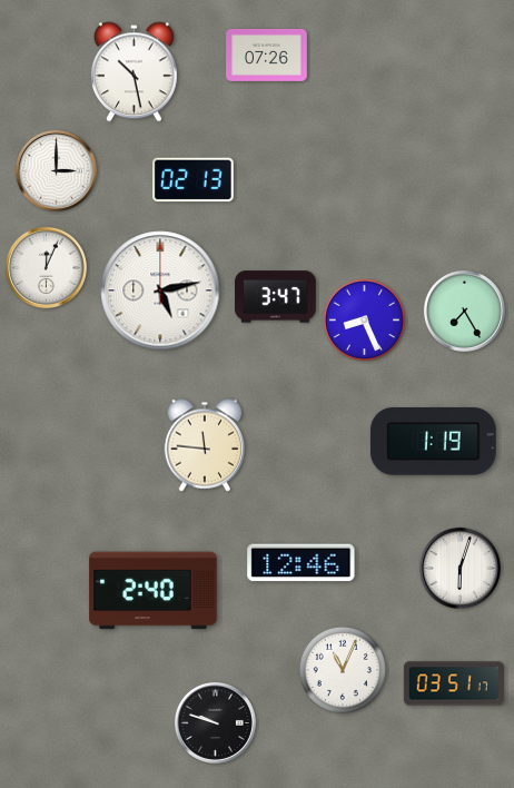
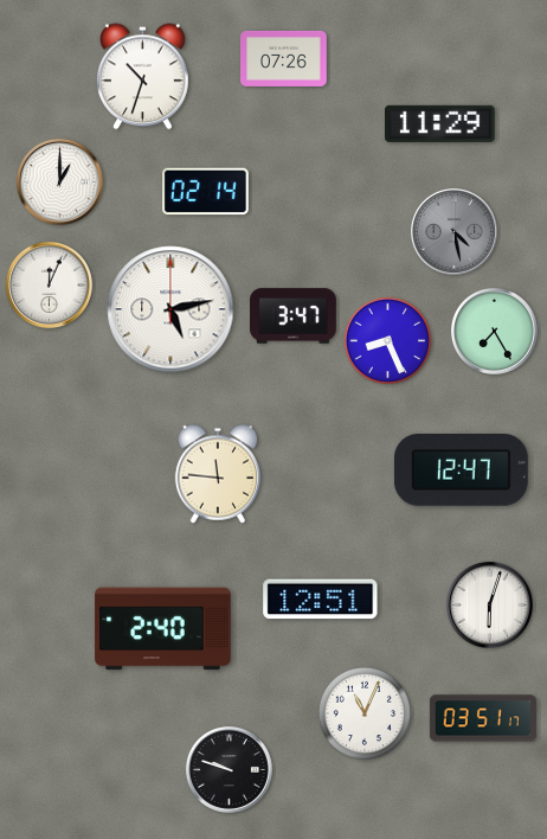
clock at (134, 72): 10:28 -> 10:33
clock at (440, 123): none -> 11:29
clock at (56, 170): 3:00 -> 1:00
clock at (194, 180): 02:13 -> 02:14
clock at (453, 231): none -> 4:28
clock at (433, 442): 1:19 -> 12:47
clock at (302, 563): 12:46 -> 12:51
clock at (454, 683) position: (454, 683) -> (483, 718)
